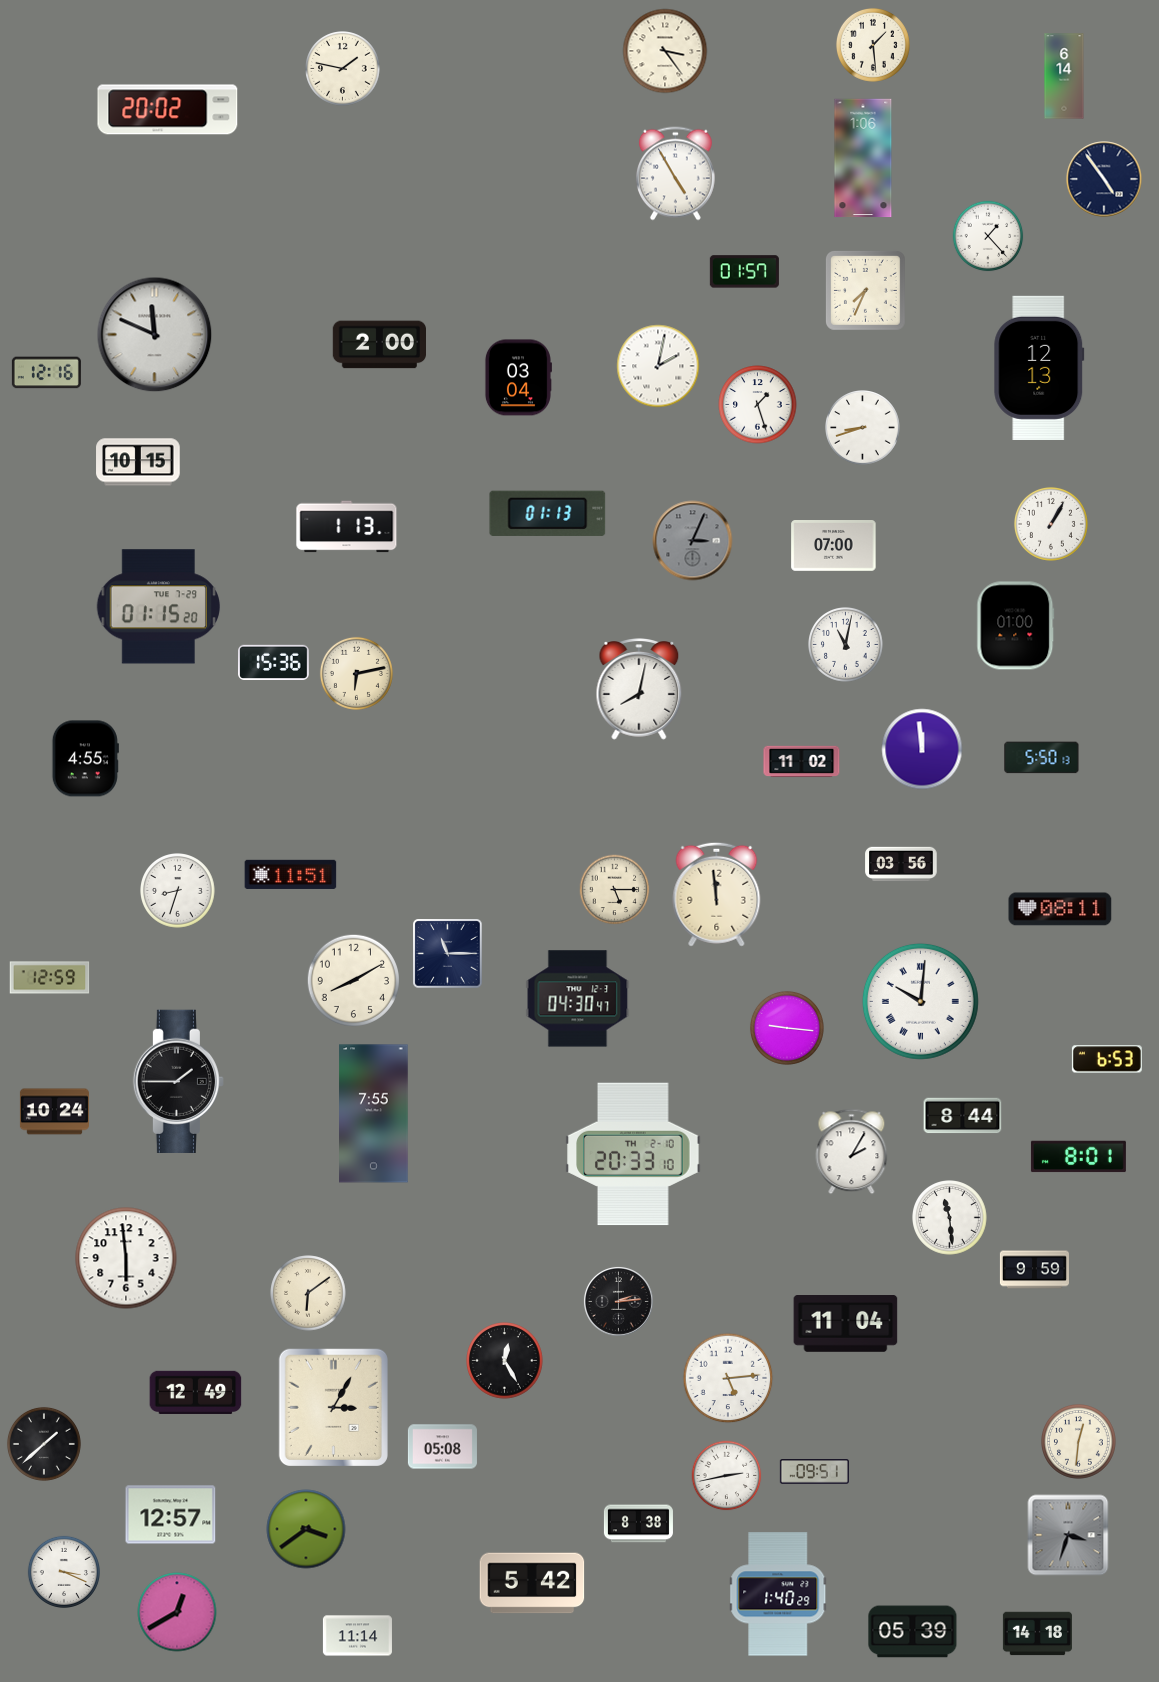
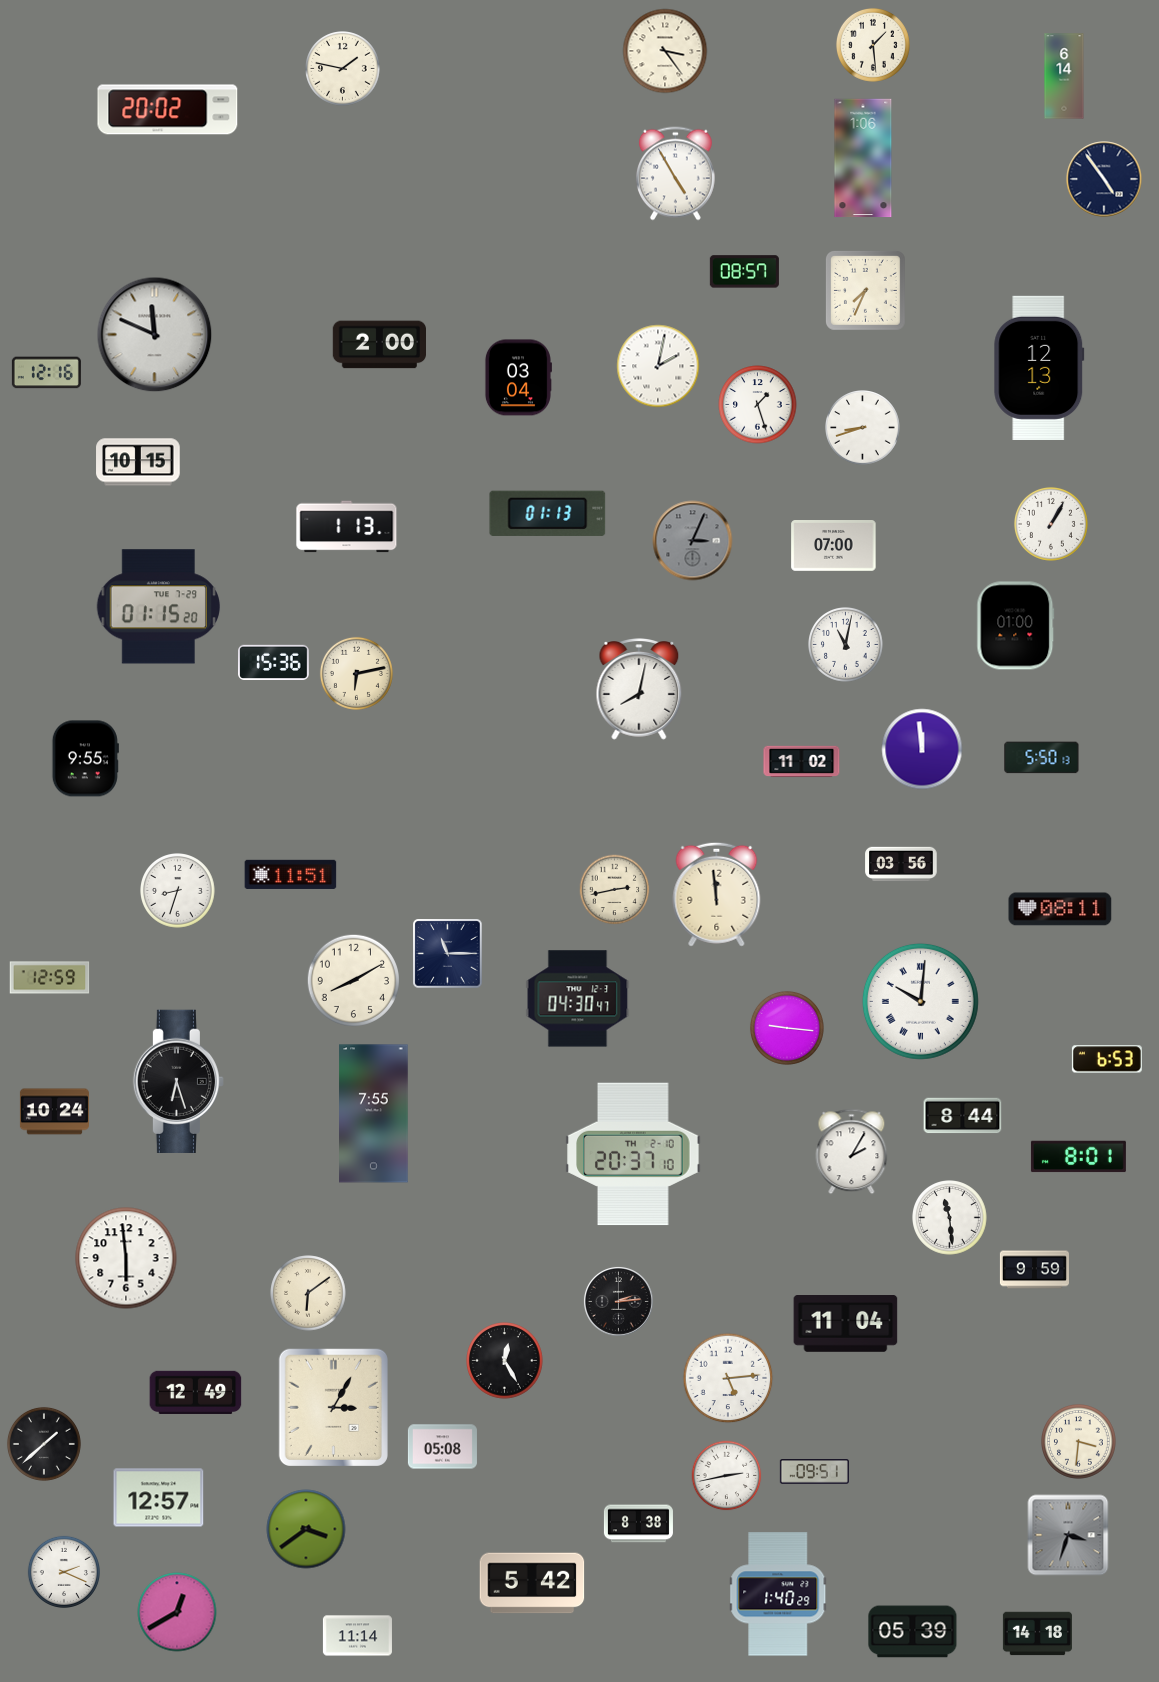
clock at (988, 236): 1:23 -> none
clock at (744, 272): 01:57 -> 08:57
clock at (85, 759): 4:55 -> 9:55
clock at (615, 890): 5:15 -> 2:43
clock at (178, 1081): 1:45 -> 6:27
clock at (633, 1154): 20:33 -> 20:37
clock at (1079, 1442): 12:31 -> 3:31
clock at (171, 1515) position: (171, 1515) -> (159, 1498)
clock at (64, 1572): 3:19 -> 2:19
